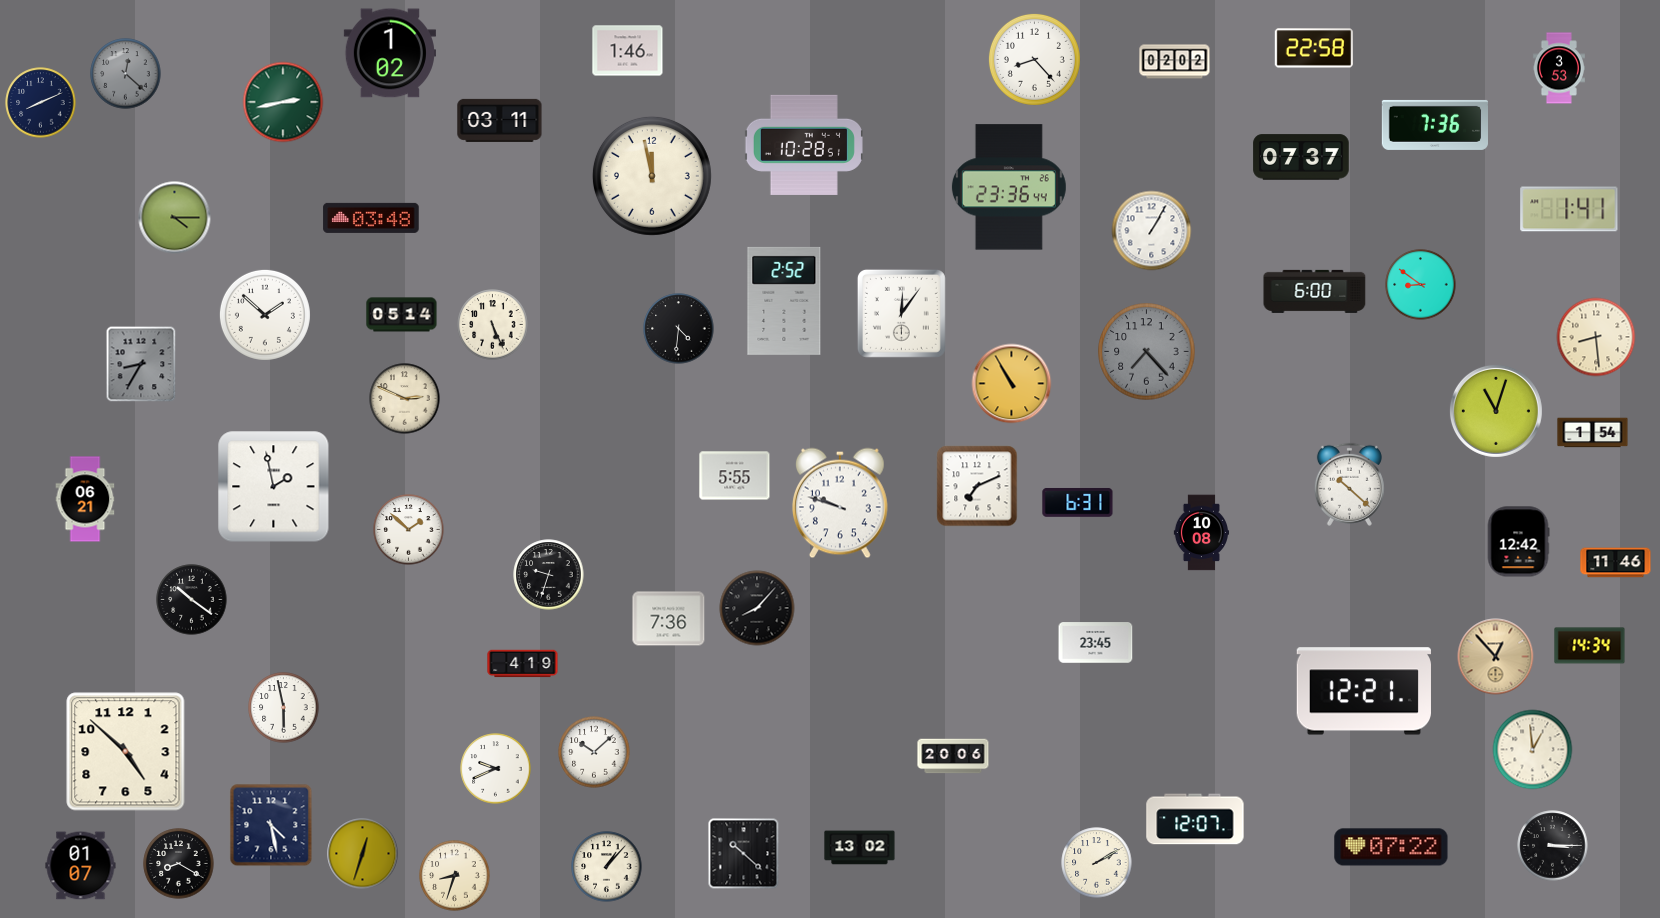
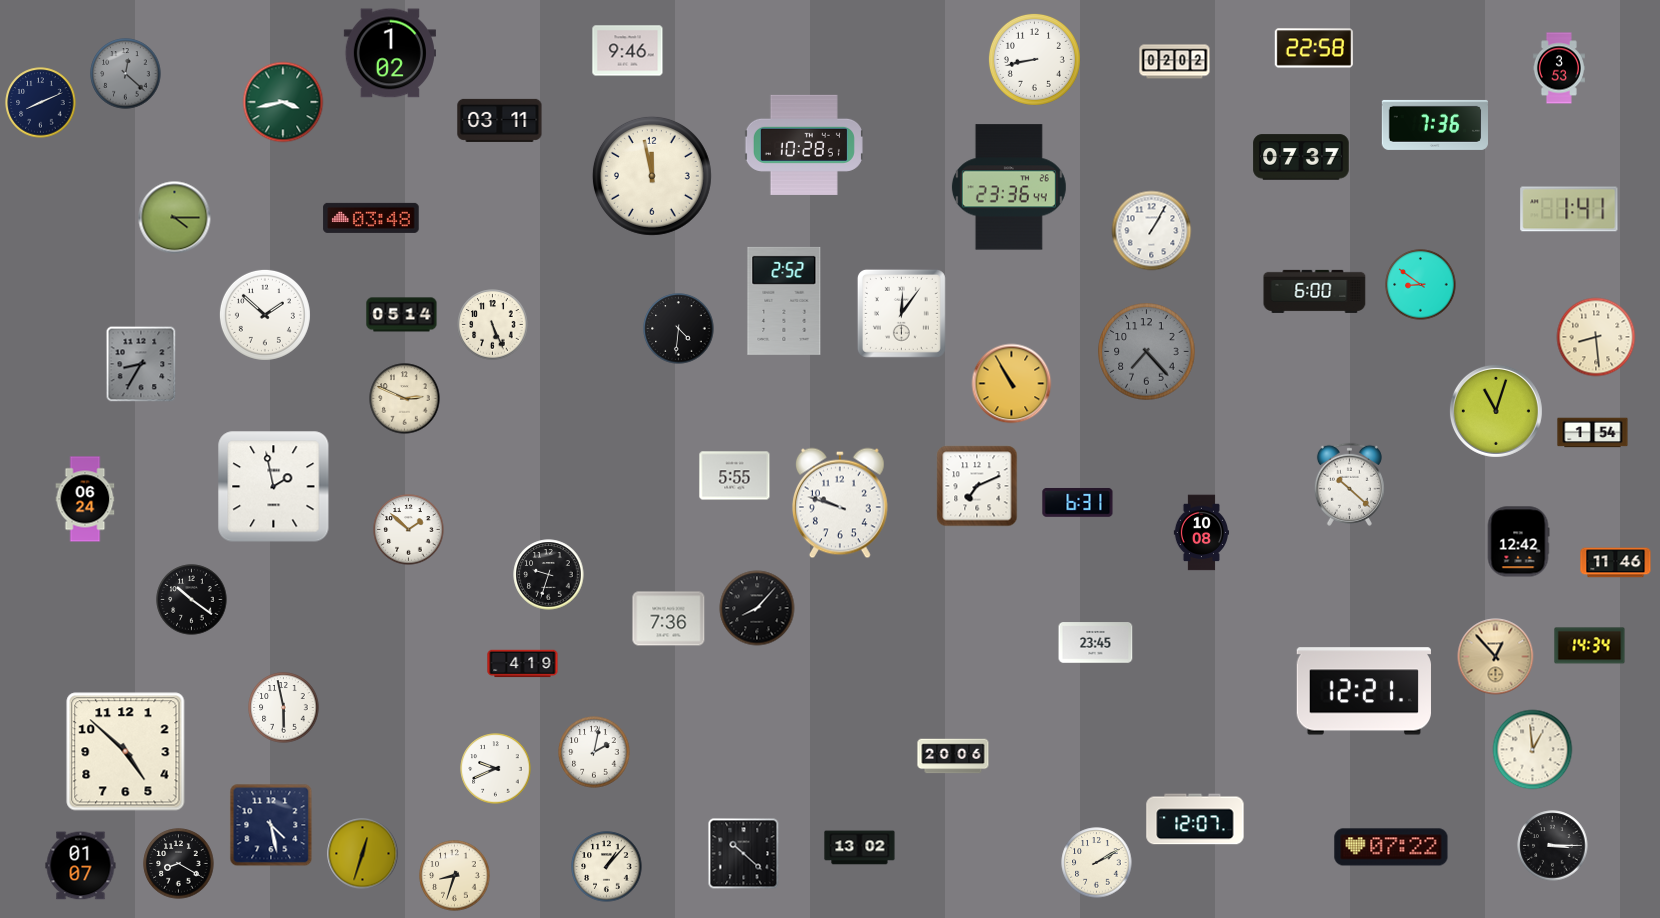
clock at (628, 51): 1:46 -> 9:46
clock at (1034, 59): 8:23 -> 8:43
clock at (283, 102): 2:43 -> 3:43
clock at (85, 499): 06:21 -> 06:24
clock at (594, 752): 10:08 -> 2:02
